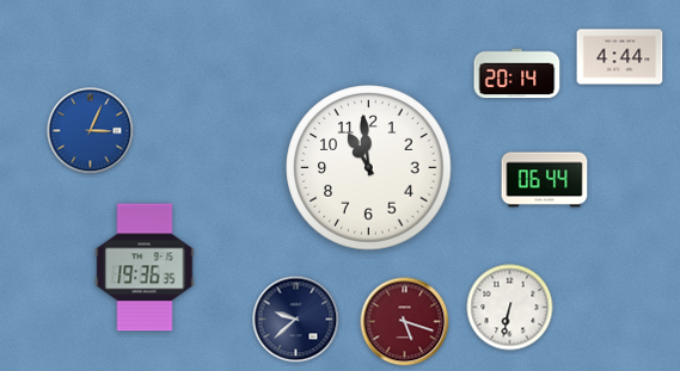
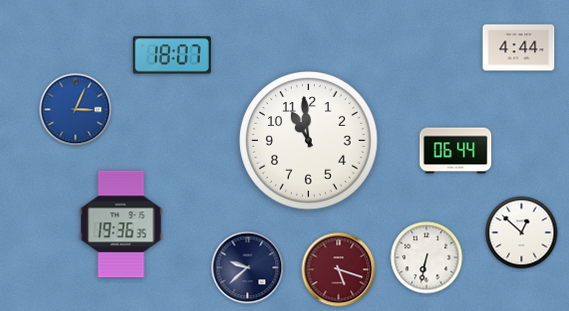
clock at (172, 55): none -> 18:07
clock at (517, 74): 20:14 -> none
clock at (522, 233): none -> 12:52
